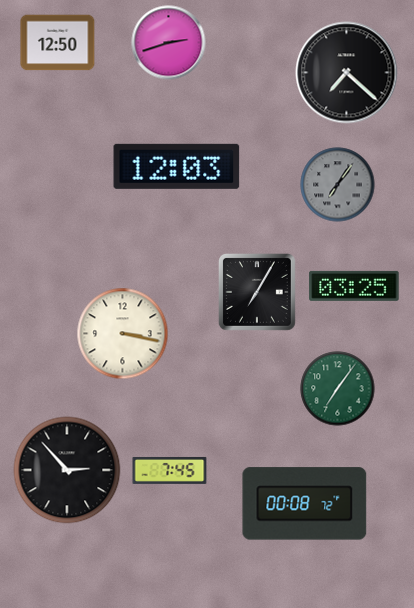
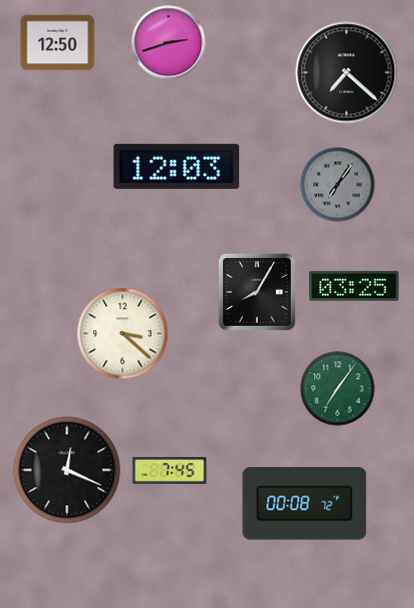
clock at (257, 292): 7:05 -> 8:05
clock at (123, 334): 3:17 -> 3:22
clock at (67, 470): 2:53 -> 12:19
